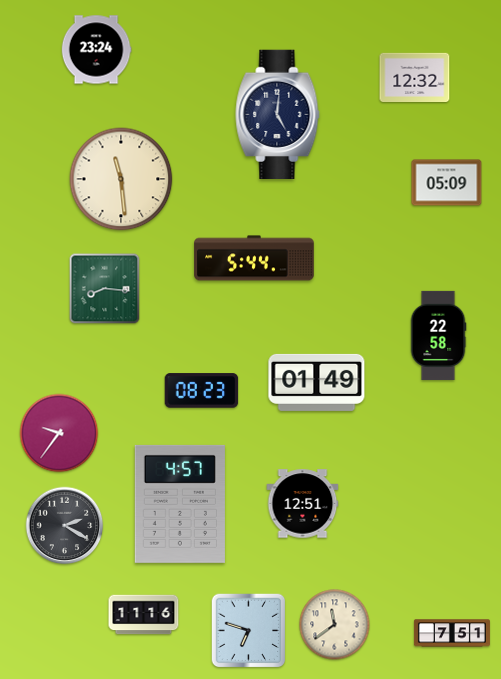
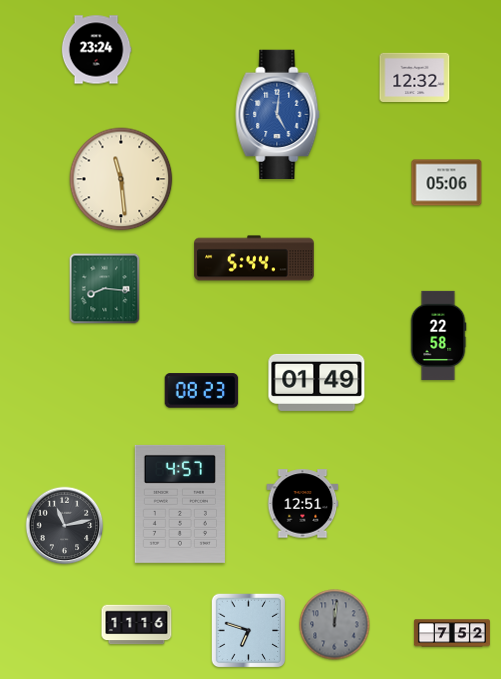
clock at (278, 115) dial: navy -> blue
clock at (447, 183): 05:09 -> 05:06
clock at (59, 433): 9:36 -> none
clock at (65, 526): 2:20 -> 11:13
clock at (144, 615) position: (144, 615) -> (137, 625)
clock at (335, 625): 11:39 -> 12:01
clock at (335, 625) dial: cream -> grey
clock at (452, 633): 7:51 -> 7:52
